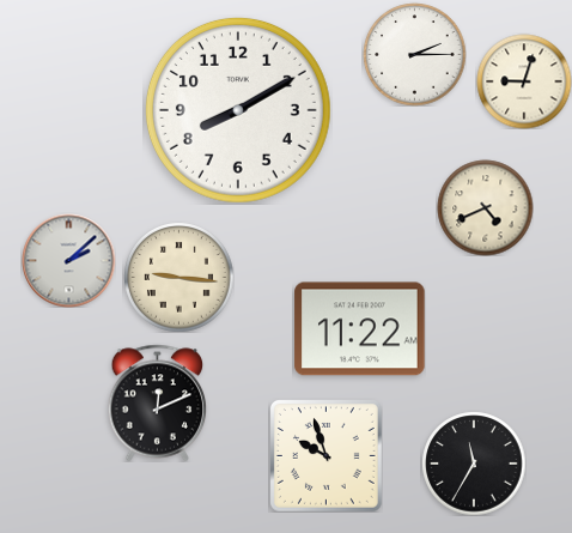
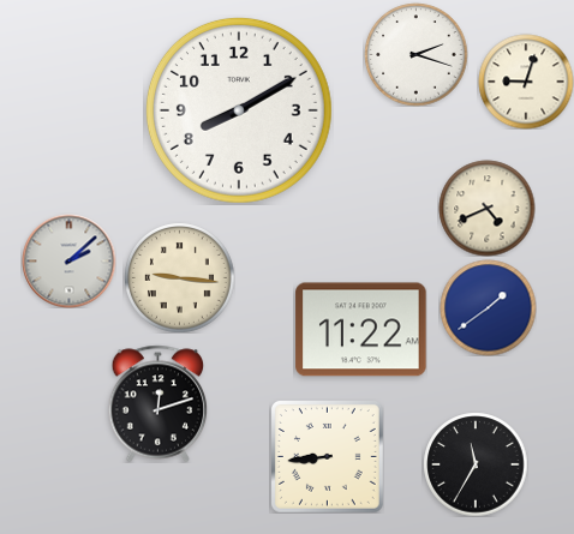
clock at (414, 54): 2:15 -> 2:18
clock at (488, 307): none -> 1:39
clock at (158, 402): 12:11 -> 12:12
clock at (325, 455): 9:57 -> 8:44
